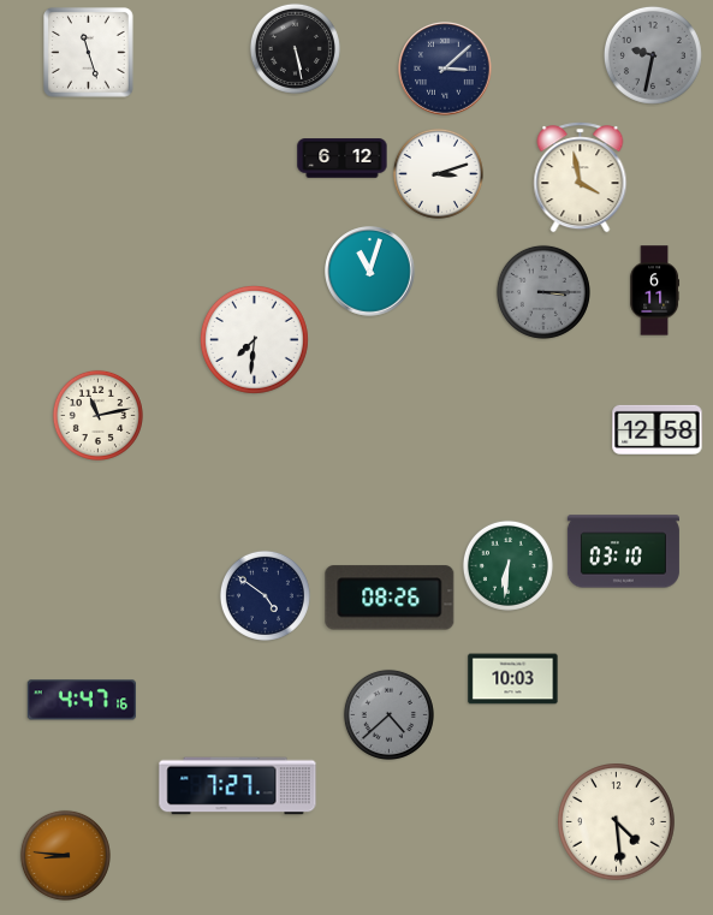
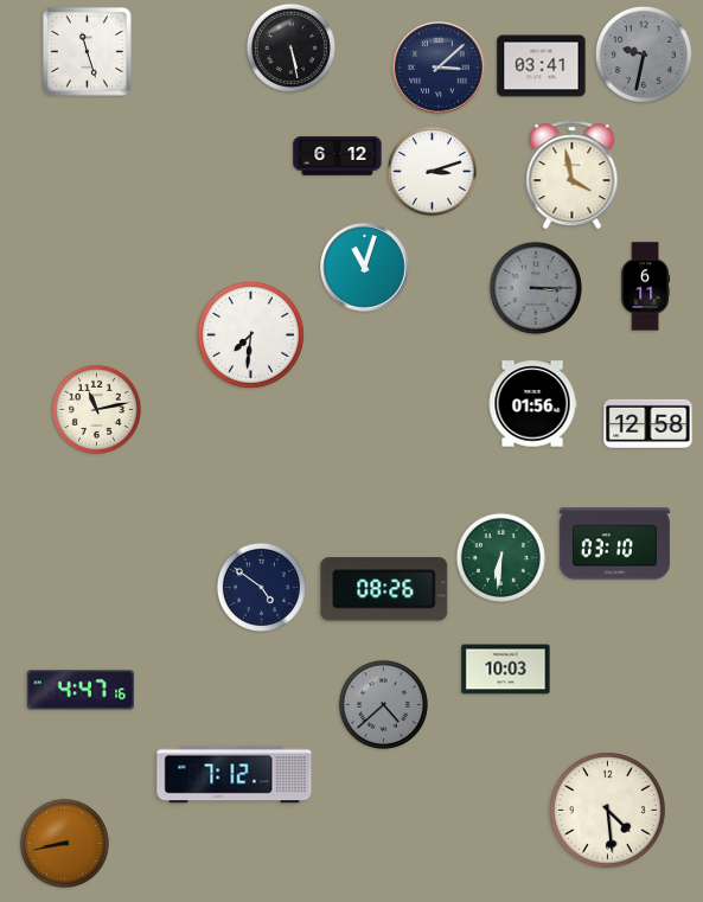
clock at (542, 66): none -> 03:41
clock at (532, 404): none -> 01:56
clock at (238, 786): 7:27 -> 7:12
clock at (65, 855): 8:46 -> 8:43
